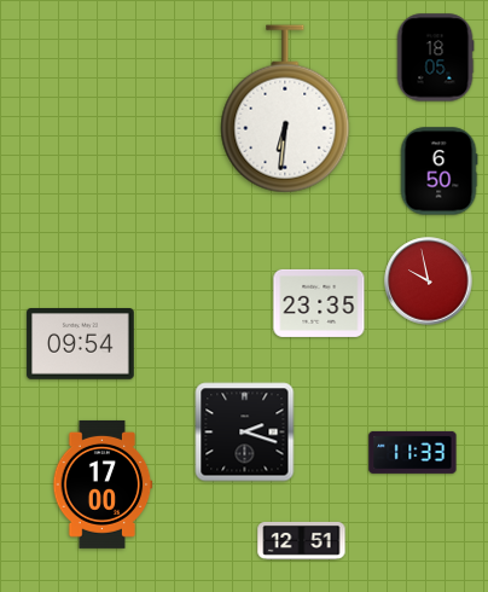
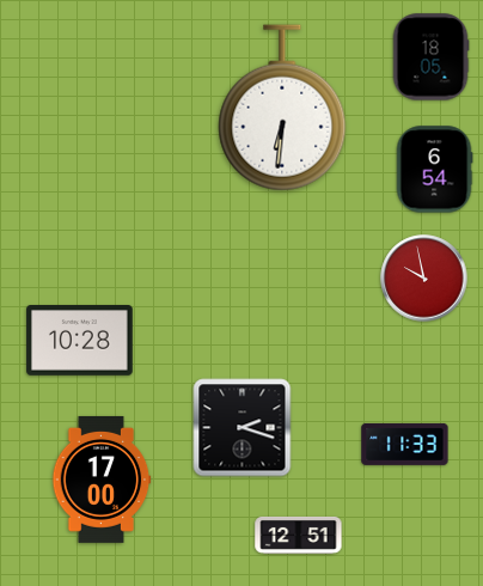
clock at (438, 172): 6:50 -> 6:54
clock at (319, 303): 23:35 -> none
clock at (81, 344): 09:54 -> 10:28
clock at (413, 452) position: (413, 452) -> (405, 444)
